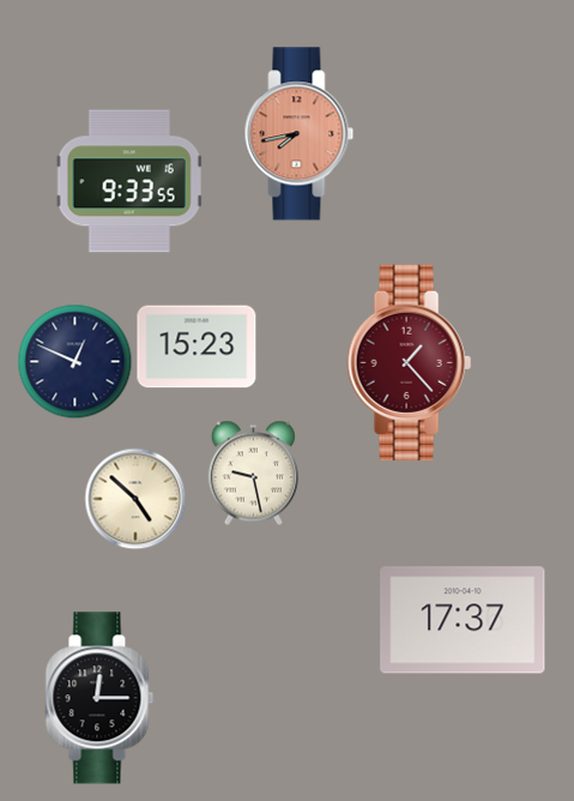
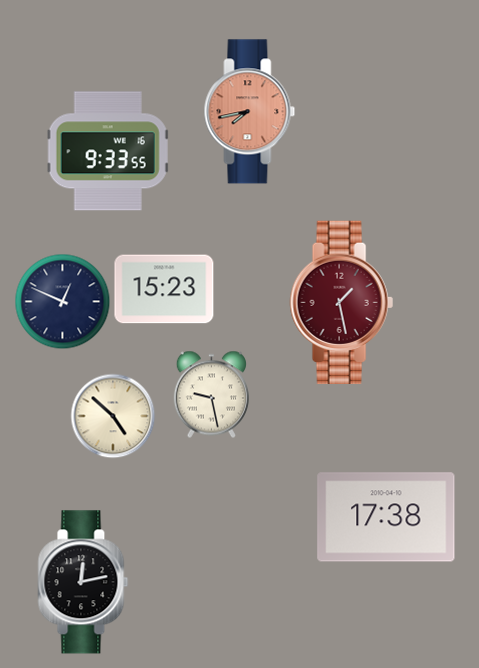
clock at (409, 362): 1:23 -> 1:28
clock at (463, 620): 17:37 -> 17:38
clock at (99, 698): 12:15 -> 12:13
